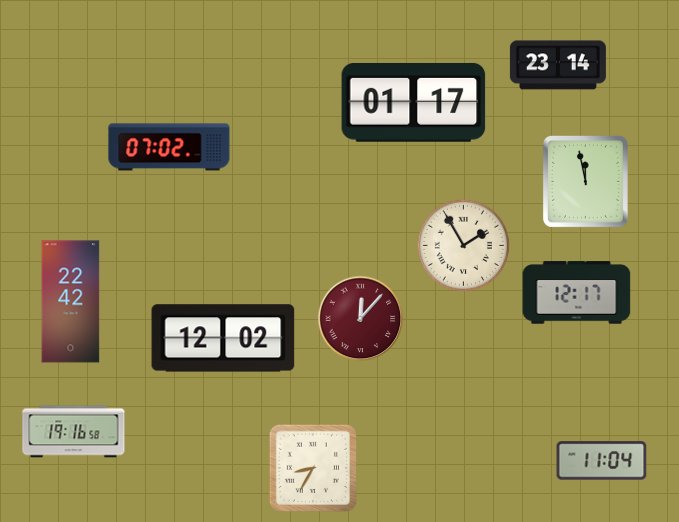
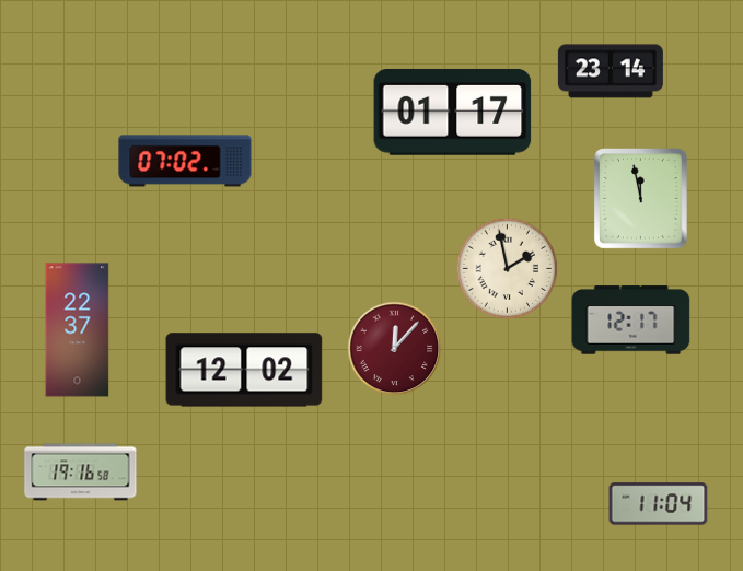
clock at (463, 245): 1:55 -> 1:58
clock at (71, 302): 22:42 -> 22:37
clock at (313, 468): 8:35 -> none
